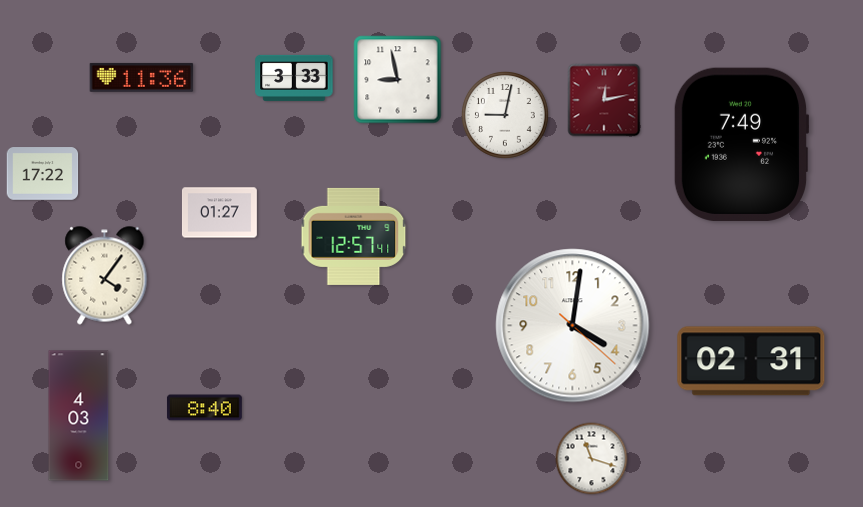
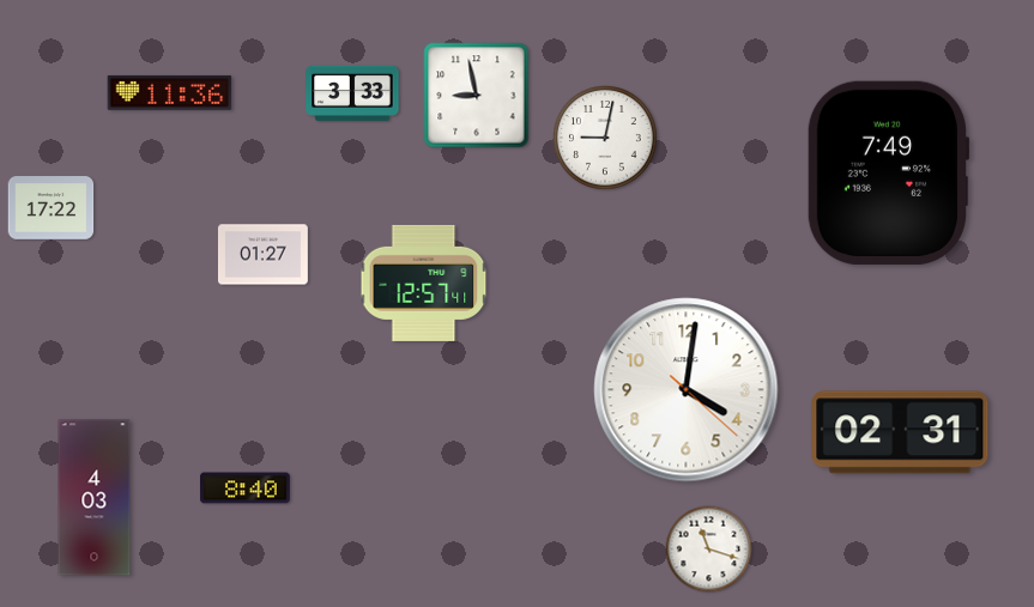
clock at (604, 100): 12:13 -> none
clock at (105, 276): 4:06 -> none
